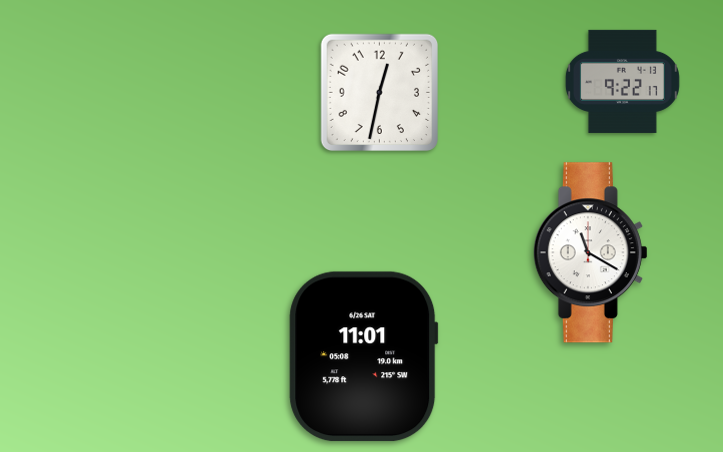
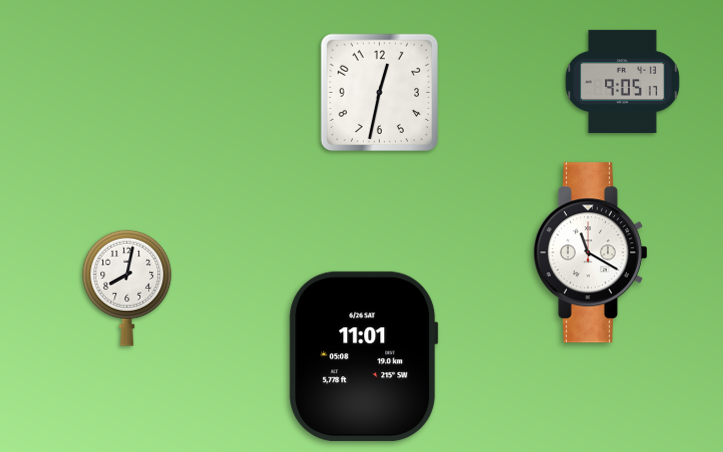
clock at (622, 81): 9:22 -> 9:05
clock at (127, 288): none -> 8:02
